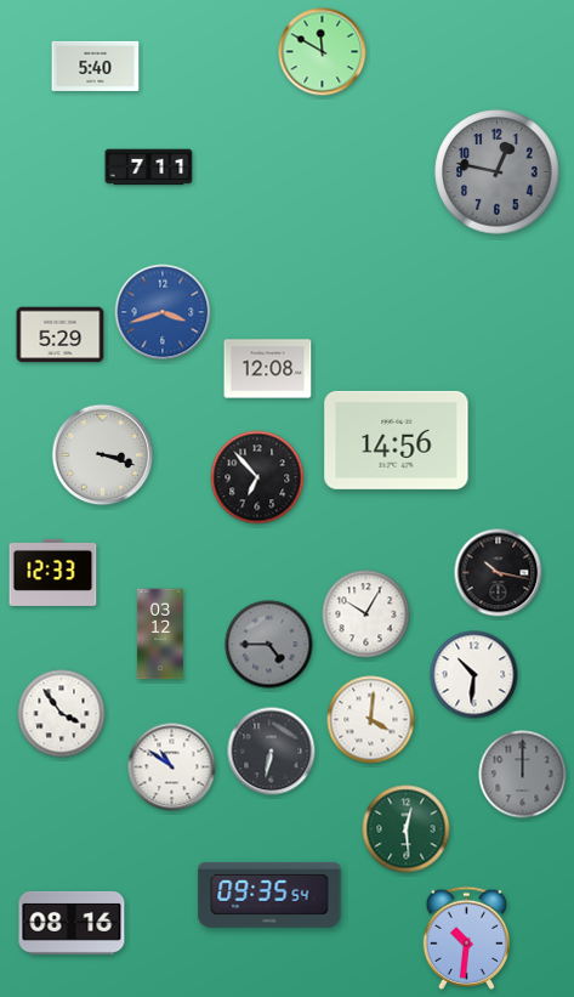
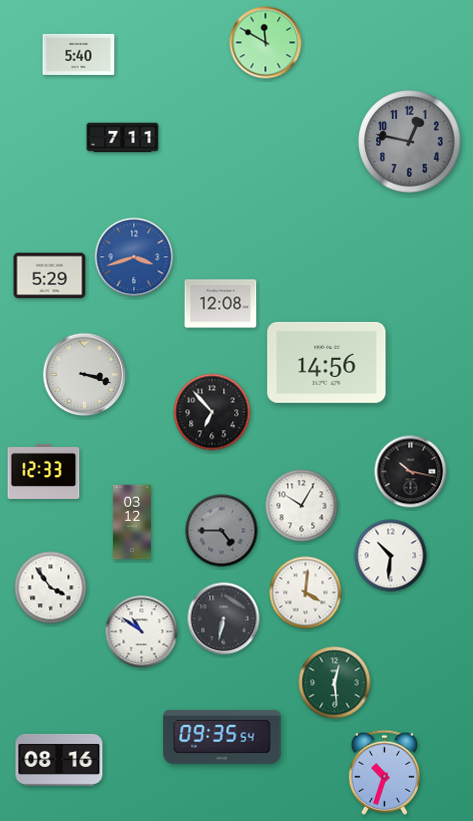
clock at (257, 477) position: (257, 477) -> (212, 412)
clock at (523, 775): 12:00 -> none
clock at (466, 937): 10:31 -> 10:33
